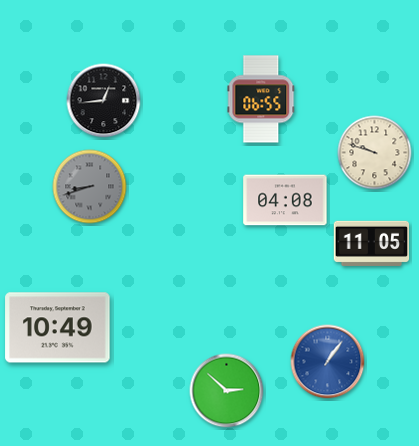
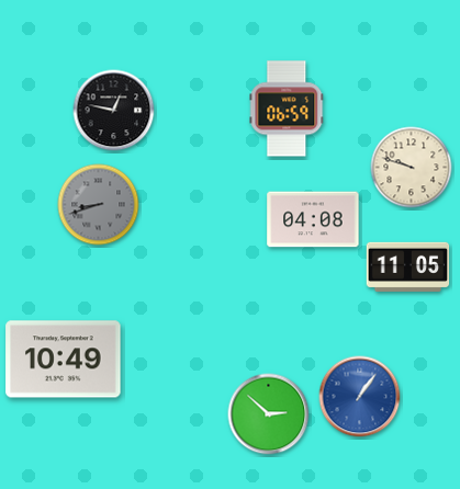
clock at (261, 99): 06:55 -> 06:59
clock at (104, 101): 12:44 -> 12:47
clock at (227, 391) position: (227, 391) -> (269, 414)
